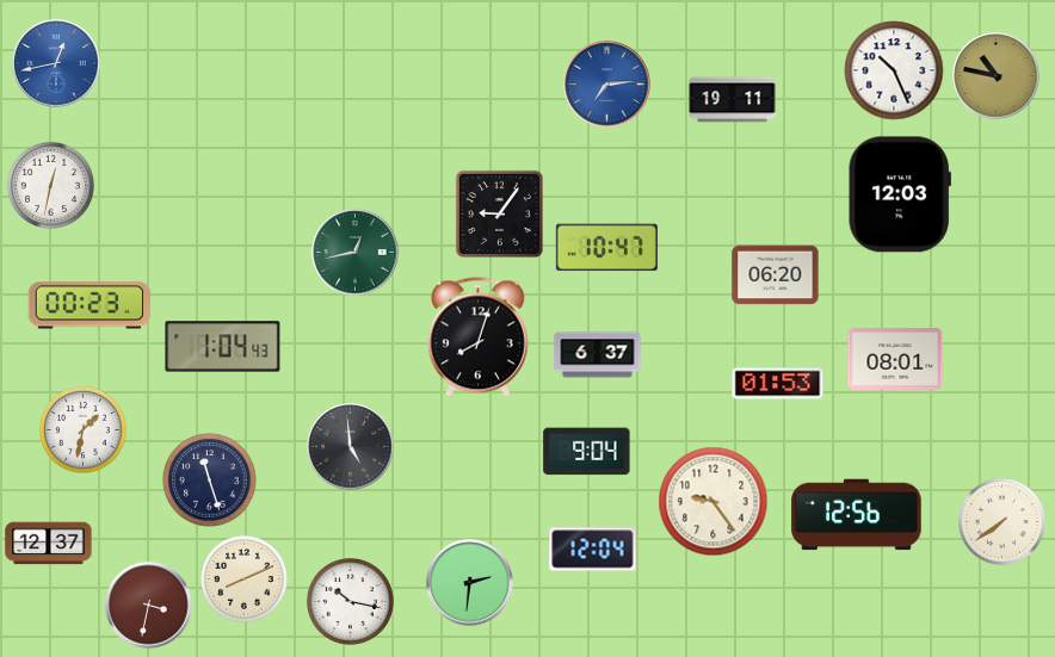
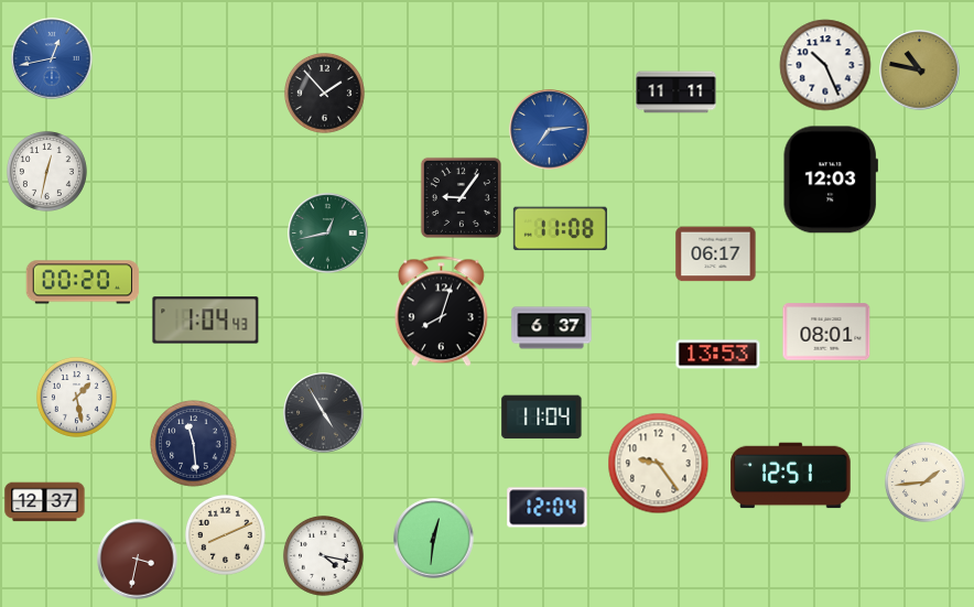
clock at (607, 85) position: (607, 85) -> (550, 130)
clock at (324, 93): none -> 1:53
clock at (733, 100): 19:11 -> 11:11
clock at (606, 248): 10:47 -> 11:08
clock at (776, 275): 06:20 -> 06:17
clock at (90, 305): 00:23 -> 00:20
clock at (778, 384): 01:53 -> 13:53
clock at (82, 429): 1:32 -> 1:28
clock at (351, 447): 4:59 -> 4:55
clock at (587, 452): 9:04 -> 11:04
clock at (210, 481): 11:27 -> 11:29
clock at (857, 515): 12:56 -> 12:51
clock at (1001, 521): 7:39 -> 1:44
clock at (470, 583): 2:31 -> 12:31
clock at (350, 601): 10:17 -> 4:17
